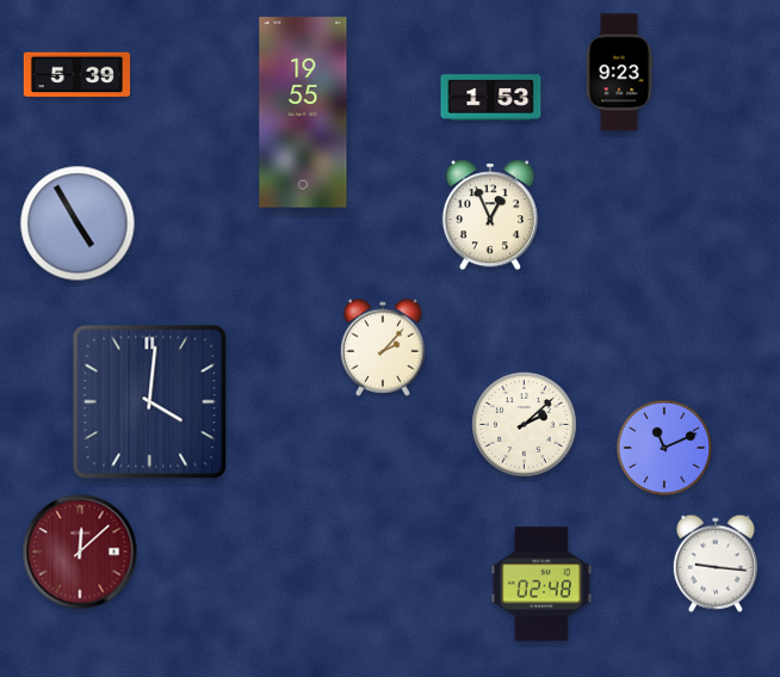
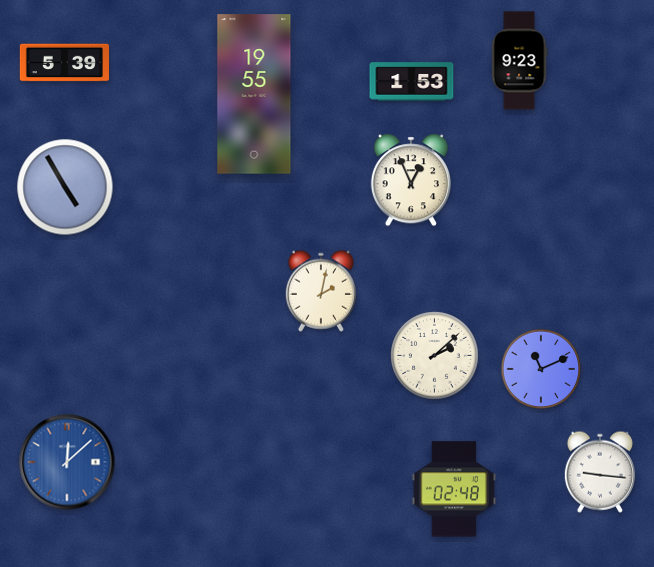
clock at (383, 347): 2:07 -> 2:02
clock at (150, 402): 4:01 -> none
clock at (525, 425) position: (525, 425) -> (435, 356)
clock at (664, 448) position: (664, 448) -> (541, 369)
clock at (80, 552) dial: burgundy -> blue
